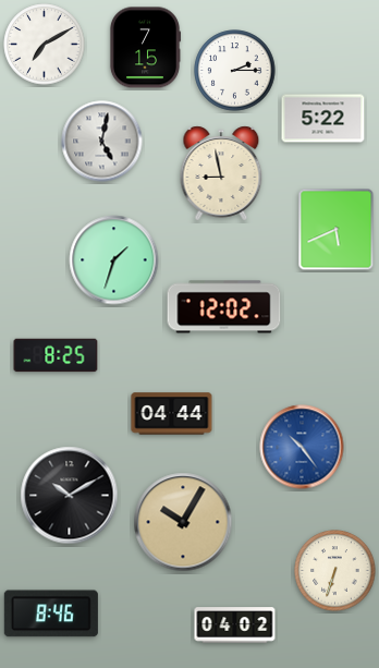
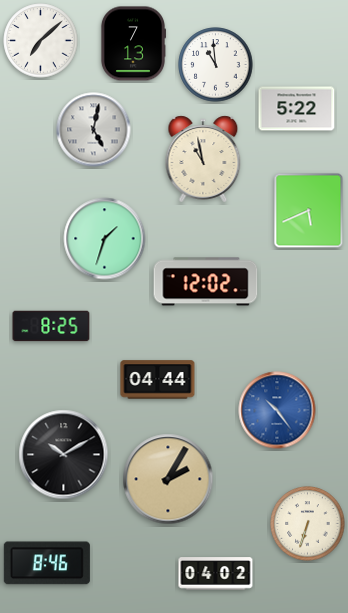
clock at (45, 45): 7:10 -> 7:08
clock at (144, 48): 7:15 -> 7:13
clock at (235, 71): 2:15 -> 10:59
clock at (221, 173): 8:58 -> 10:58
clock at (183, 522): 10:05 -> 2:05
